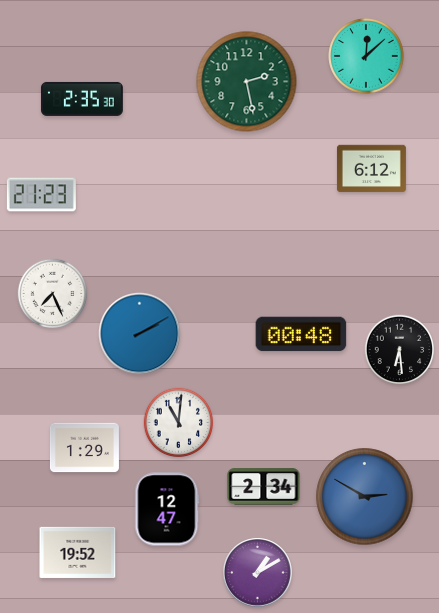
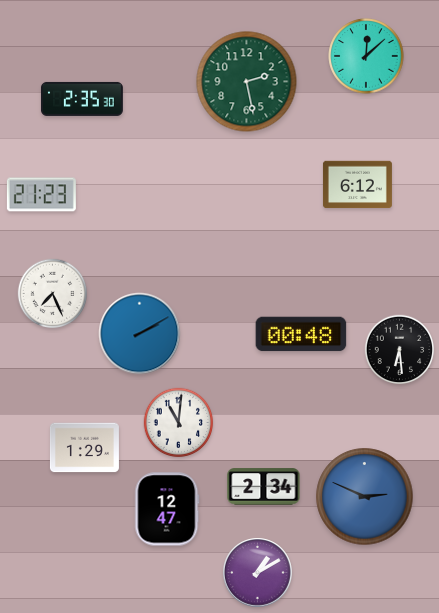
clock at (371, 169) position: (371, 169) -> (357, 185)
clock at (365, 497): 2:50 -> 2:49
clock at (78, 552): 19:52 -> none
